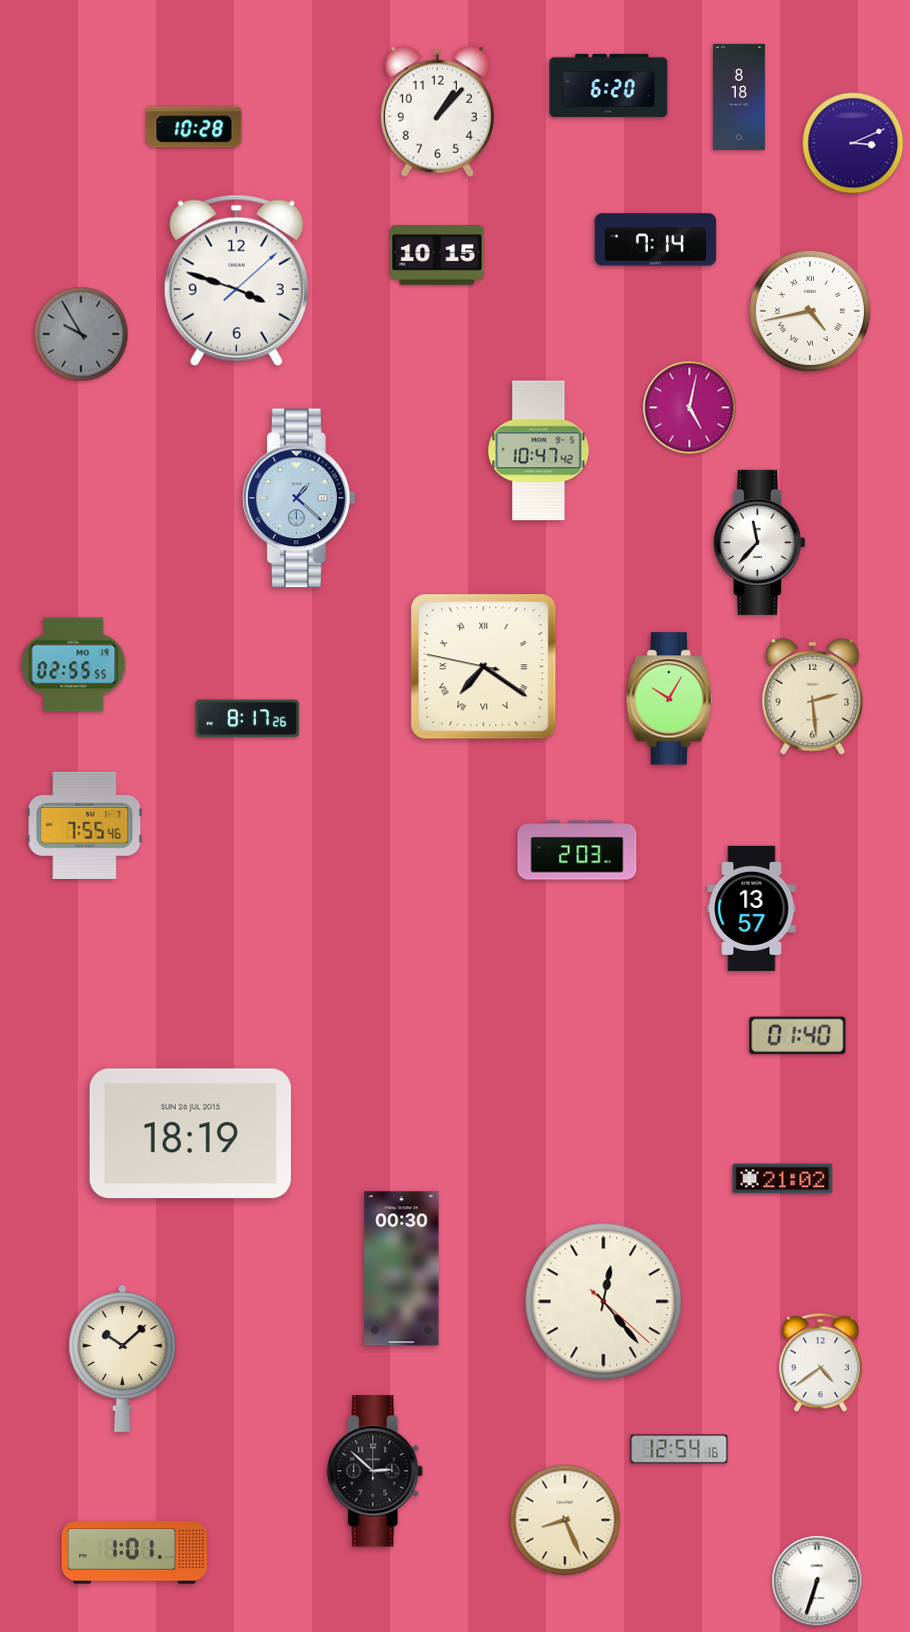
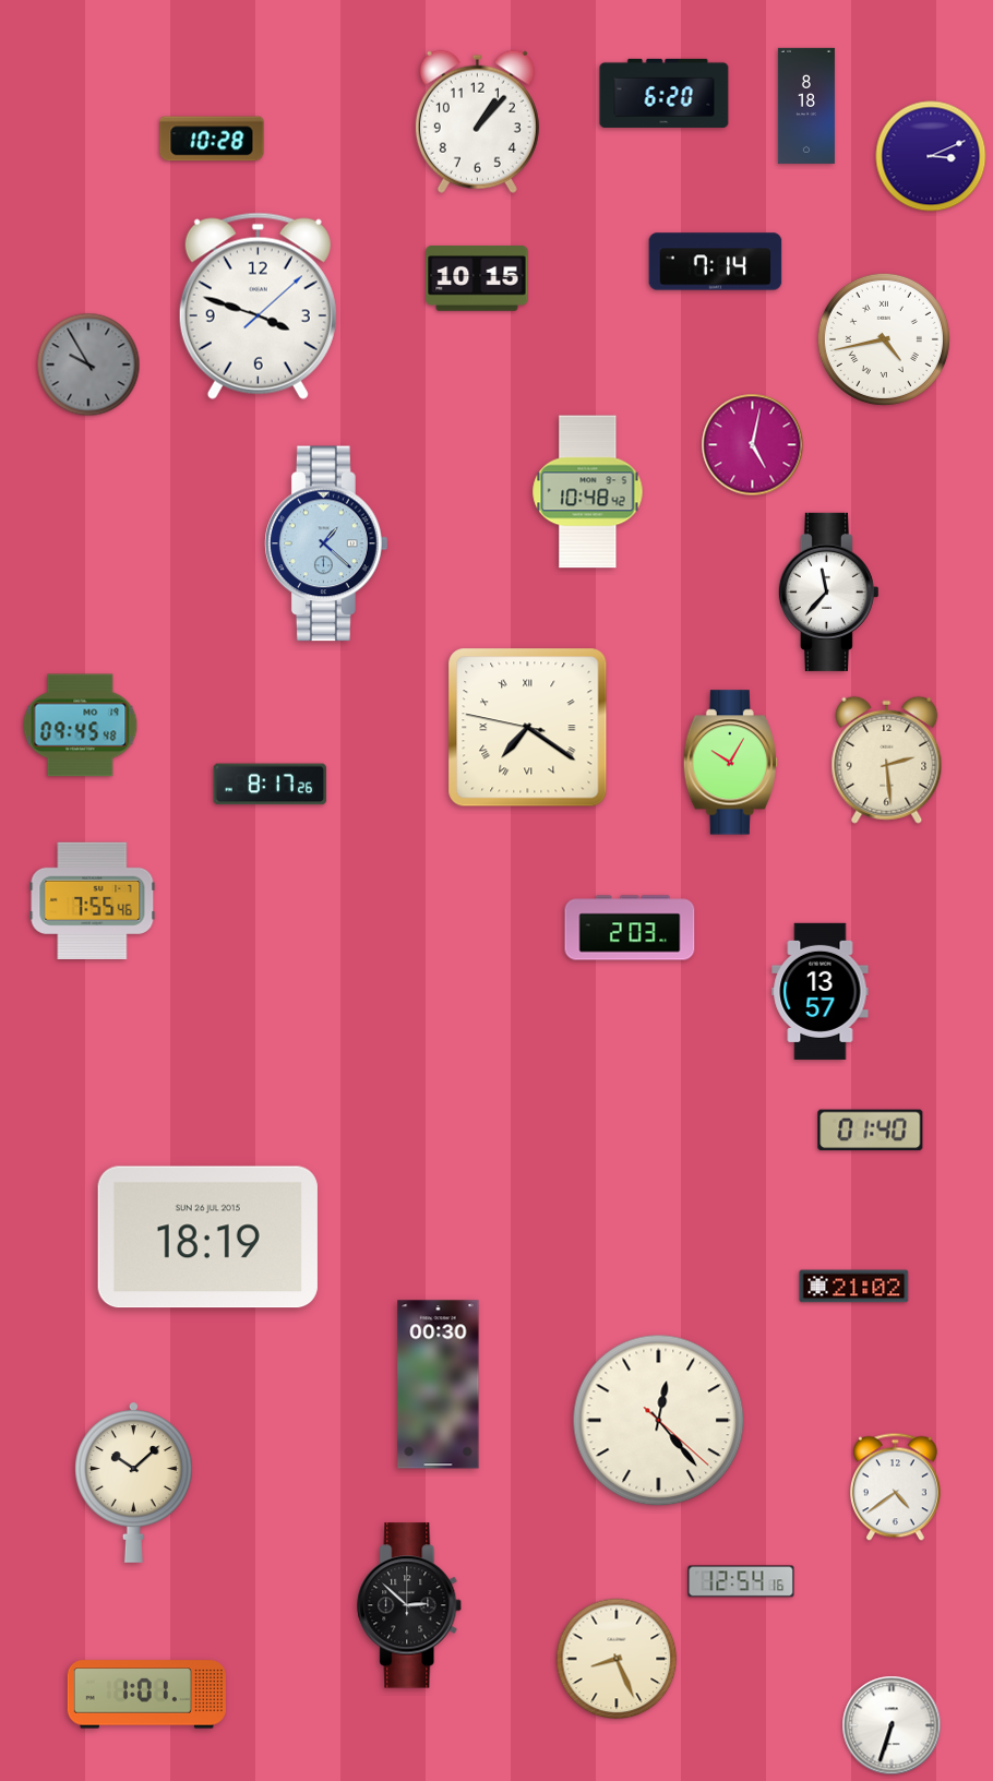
clock at (539, 451): 10:47 -> 10:48
clock at (74, 665): 02:55 -> 09:45
